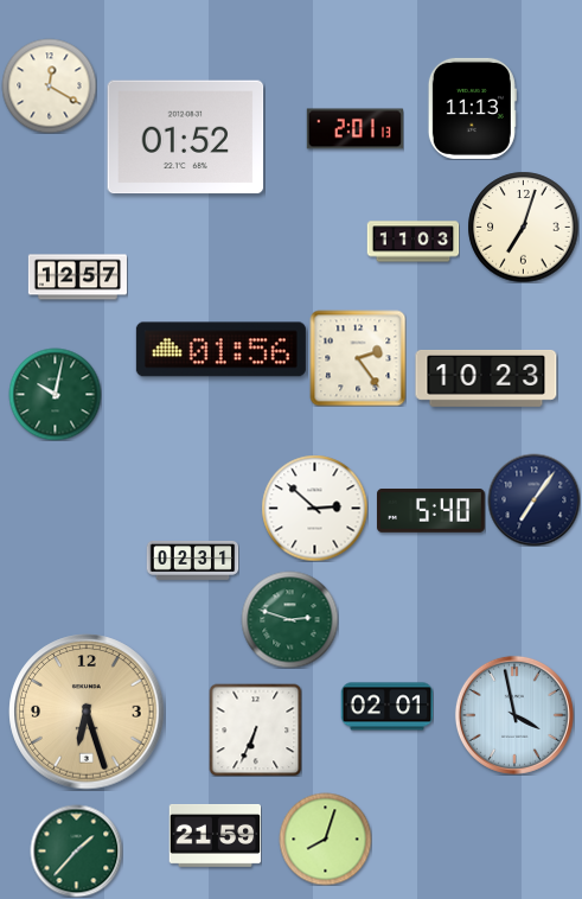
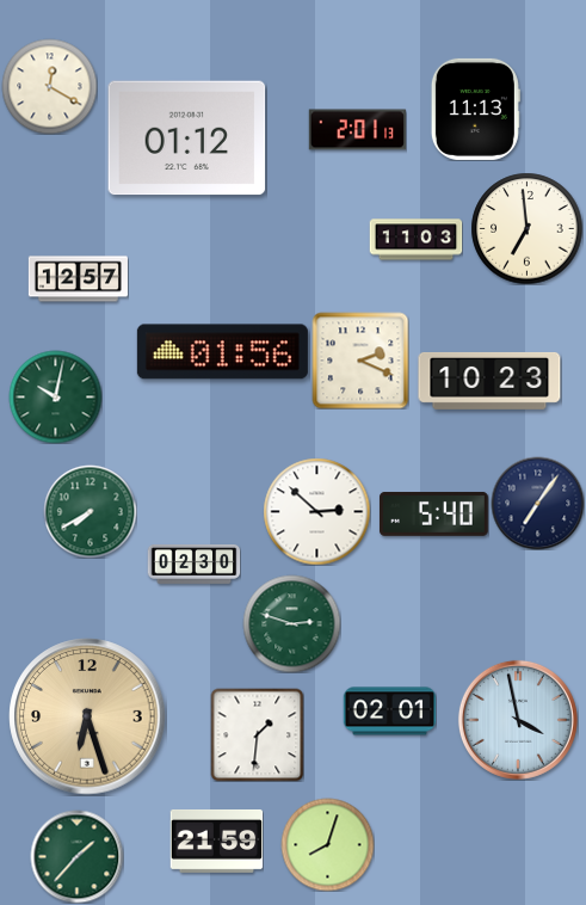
clock at (186, 138): 01:52 -> 01:12
clock at (523, 227): 7:03 -> 6:59
clock at (412, 242) position: (412, 242) -> (415, 240)
clock at (358, 358): 2:24 -> 2:19
clock at (90, 511): none -> 7:40
clock at (192, 561): 02:31 -> 02:30
clock at (255, 729): 6:34 -> 1:31
